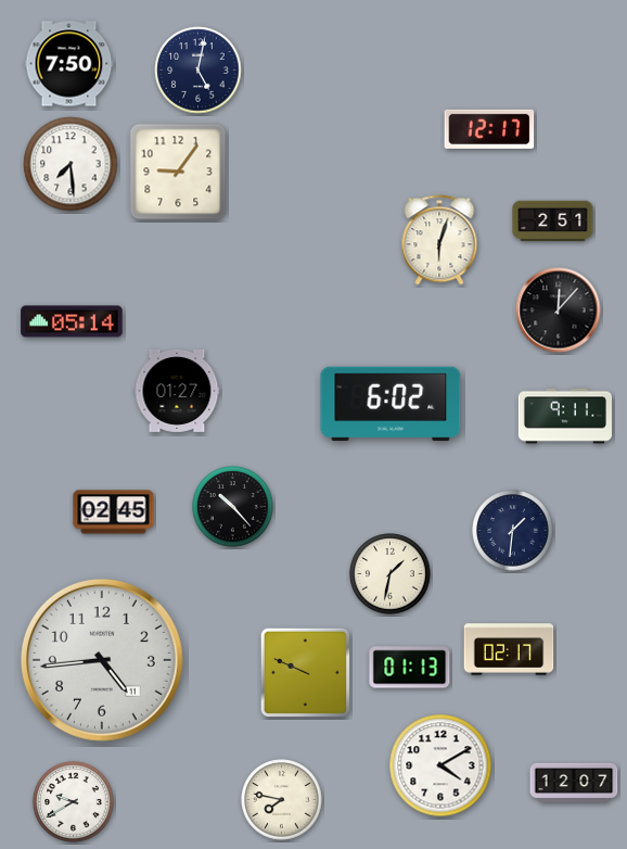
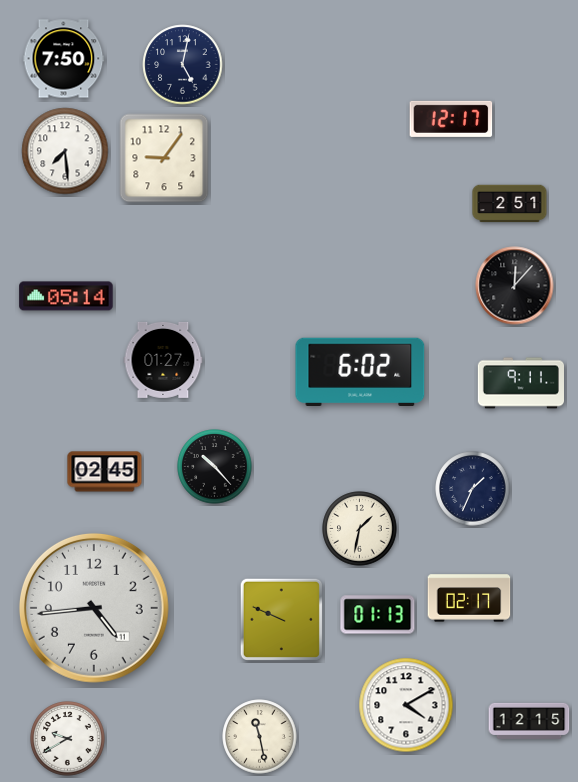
clock at (439, 240): 6:03 -> none
clock at (513, 531): 1:31 -> 1:34
clock at (574, 783): 12:07 -> 12:15
clock at (282, 800): 7:47 -> 11:28
